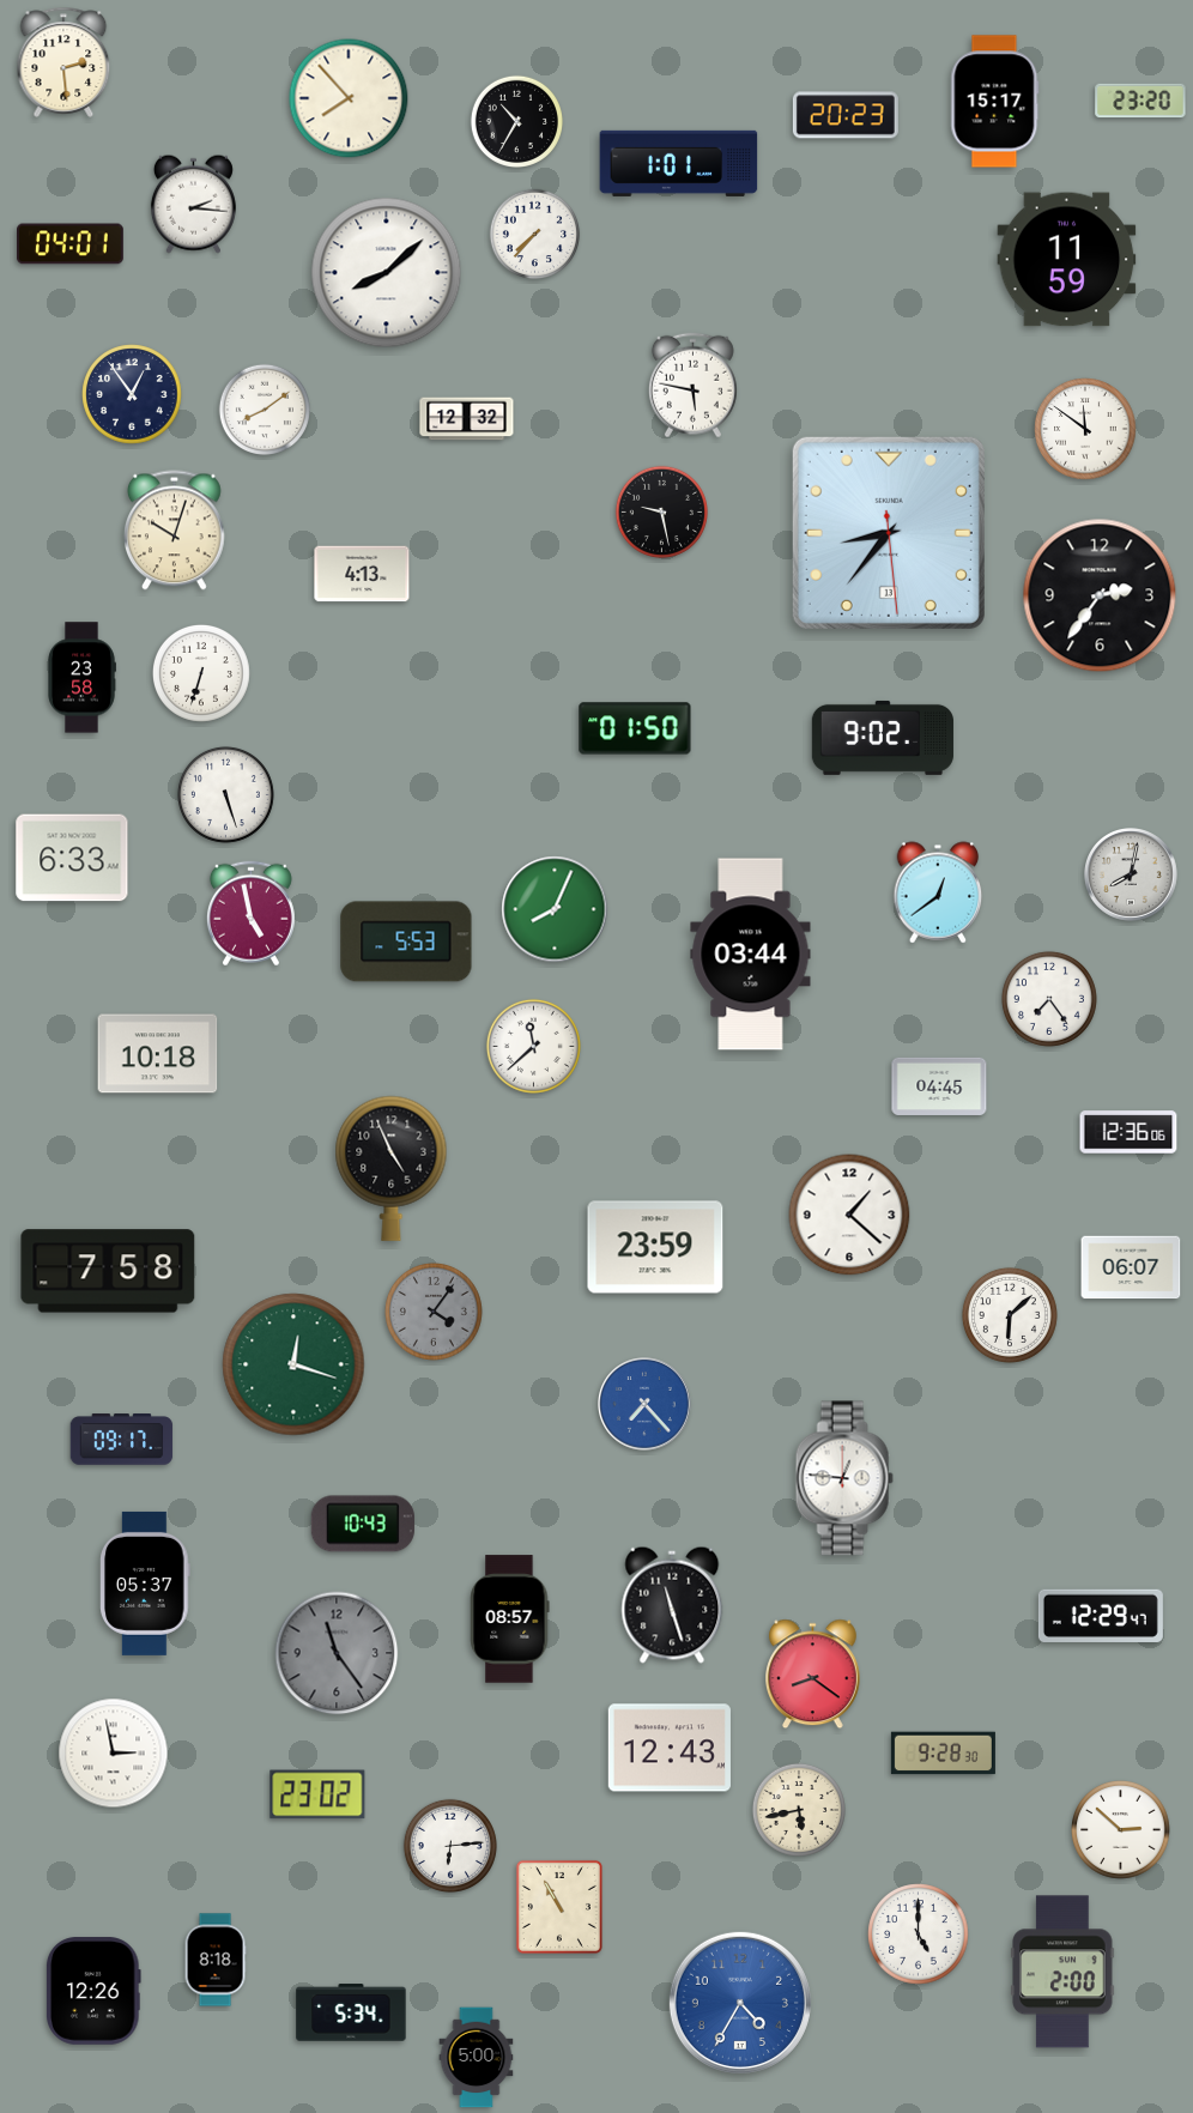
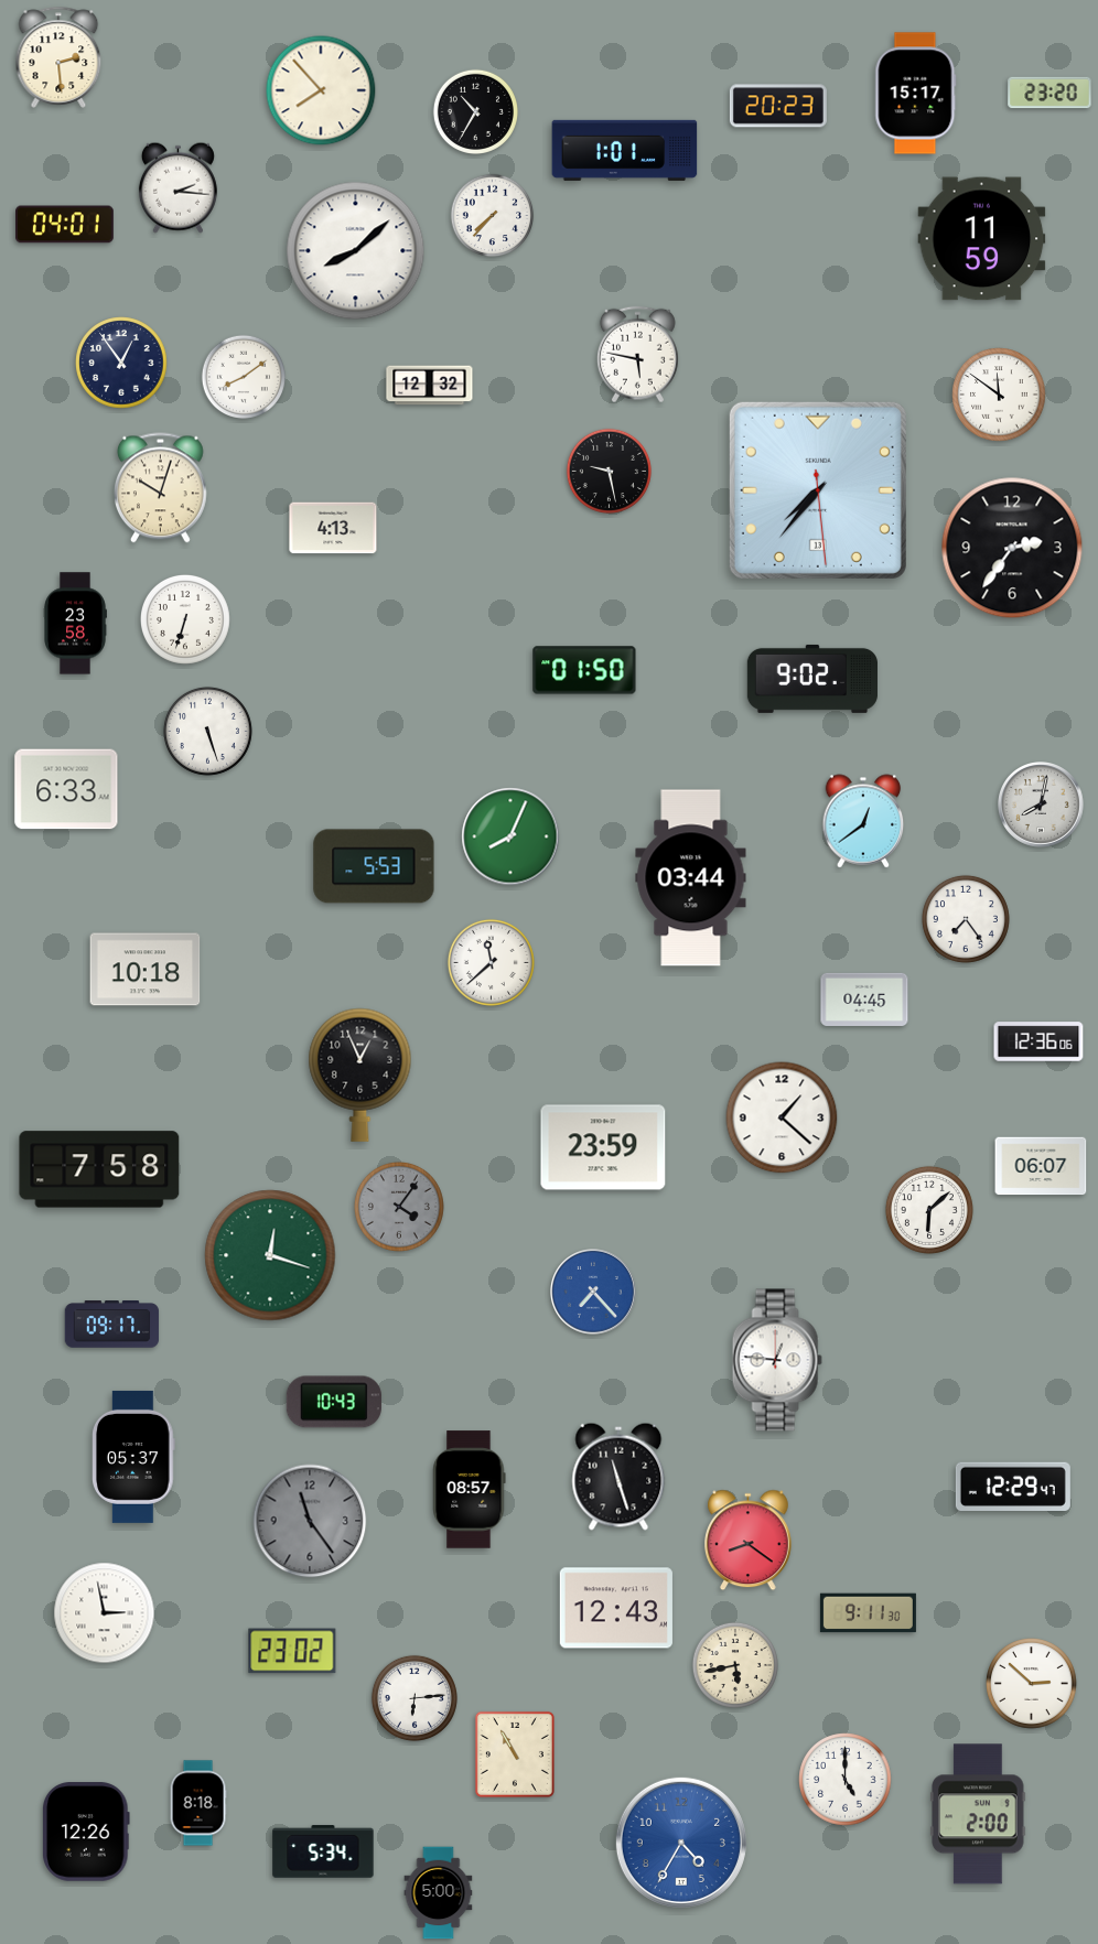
clock at (889, 533): 8:36 -> 7:36
clock at (250, 914): 4:58 -> none
clock at (392, 1168): 4:56 -> 12:56
clock at (943, 1754): 9:28 -> 9:11
